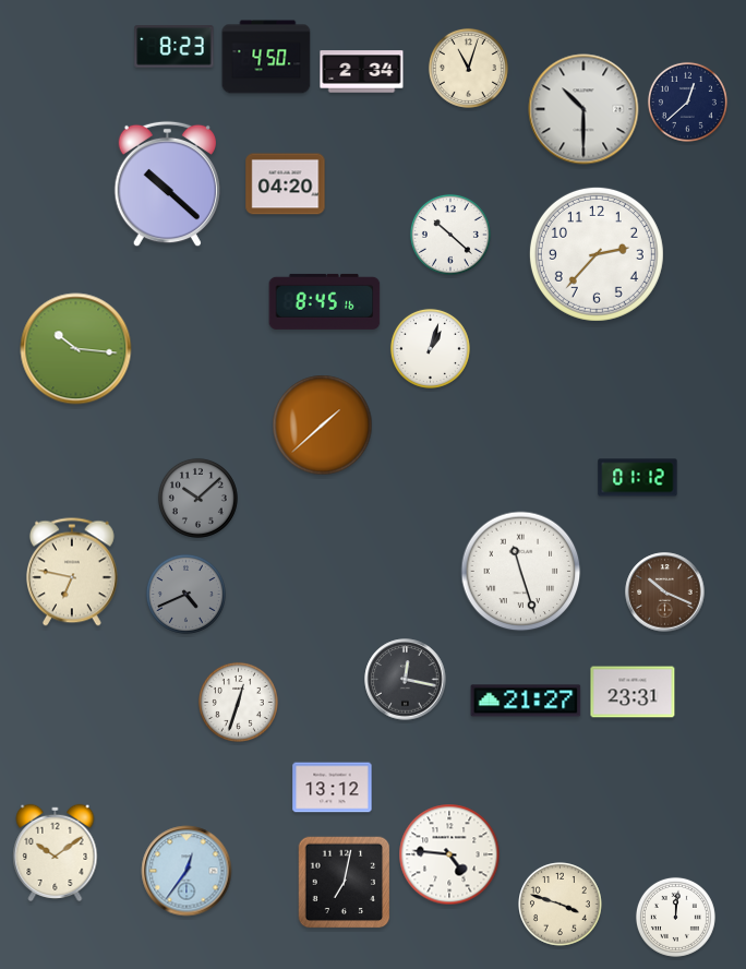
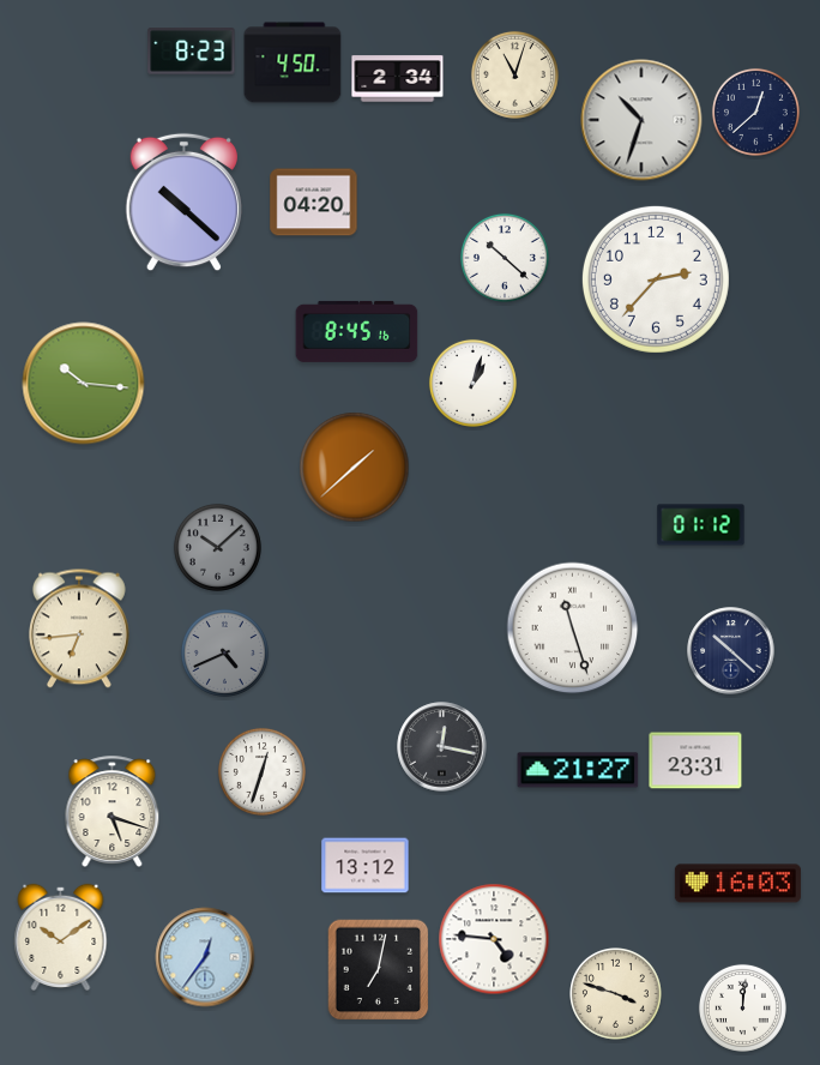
clock at (583, 109): 10:30 -> 10:33
clock at (450, 235) position: (450, 235) -> (505, 258)
clock at (72, 572): 6:47 -> 6:44
clock at (665, 593): 10:19 -> 10:22
clock at (665, 593) dial: brown -> navy
clock at (185, 594) position: (185, 594) -> (224, 652)
clock at (406, 680) position: (406, 680) -> (442, 747)
clock at (113, 811): none -> 5:18
clock at (737, 884): none -> 16:03
